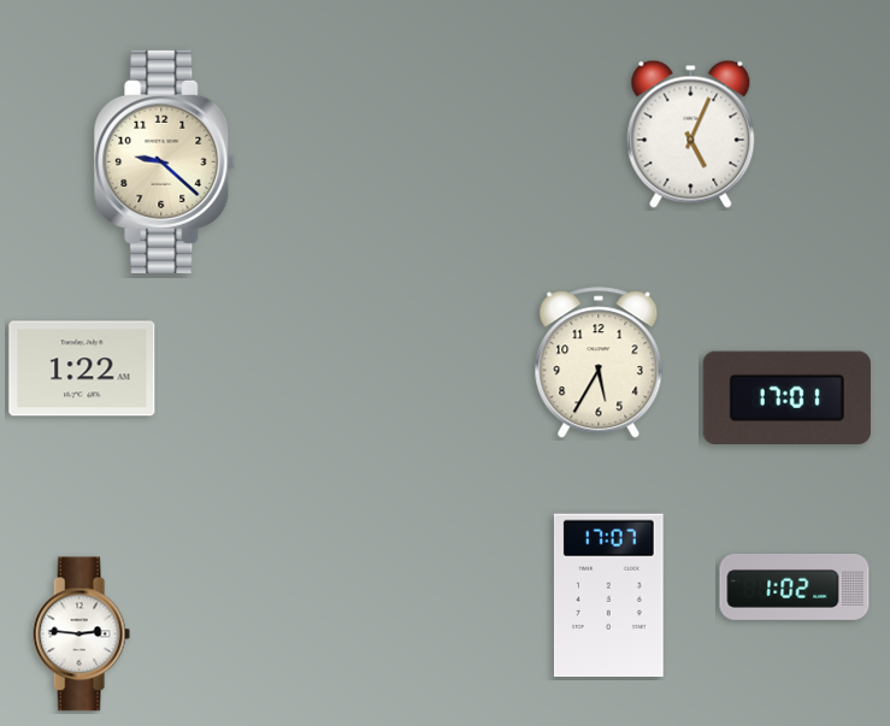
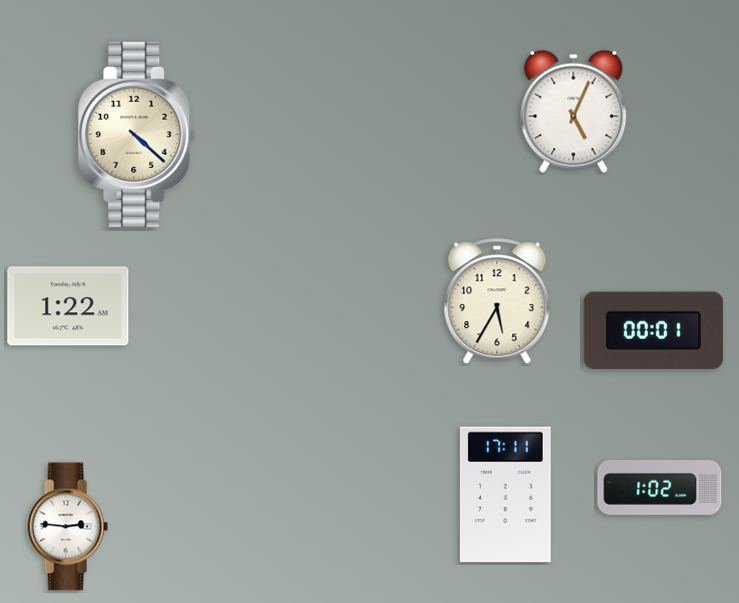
clock at (165, 161): 9:22 -> 4:22
clock at (786, 397): 17:01 -> 00:01
clock at (608, 596): 17:07 -> 17:11
